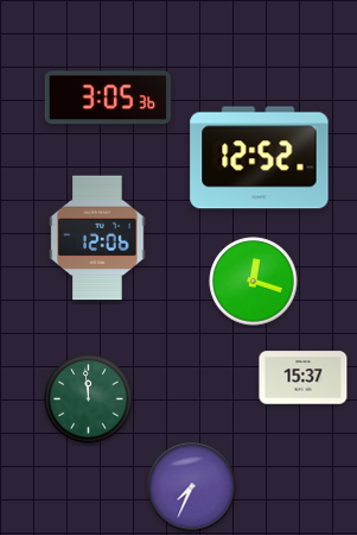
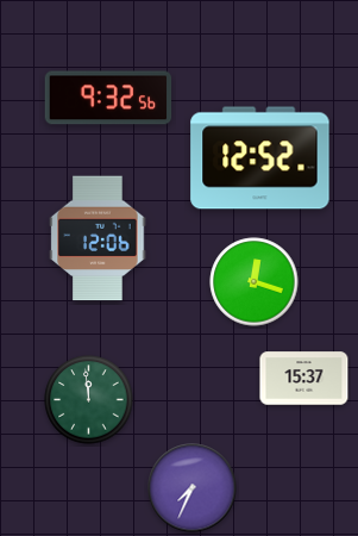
clock at (108, 97): 3:05 -> 9:32
